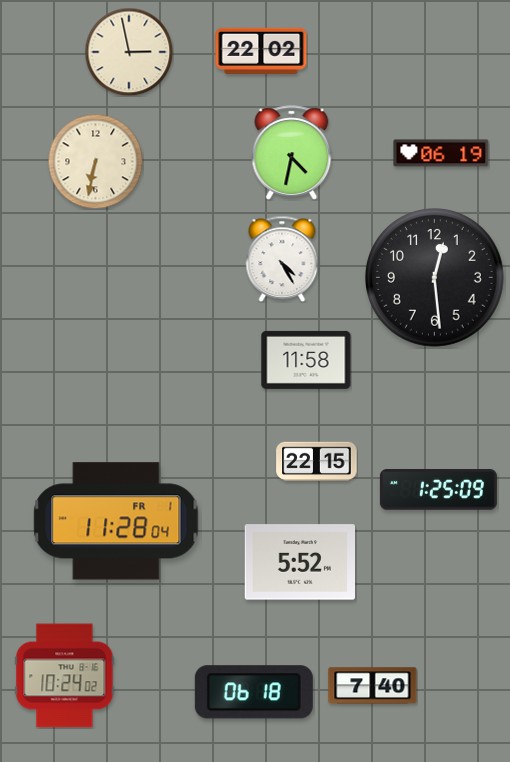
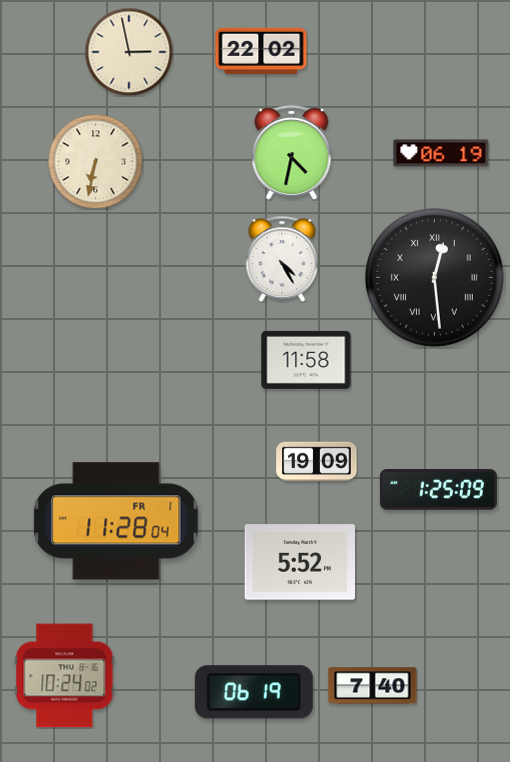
clock at (435, 278) numerals: Arabic -> Roman
clock at (317, 462): 22:15 -> 19:09
clock at (254, 692): 06:18 -> 06:19
